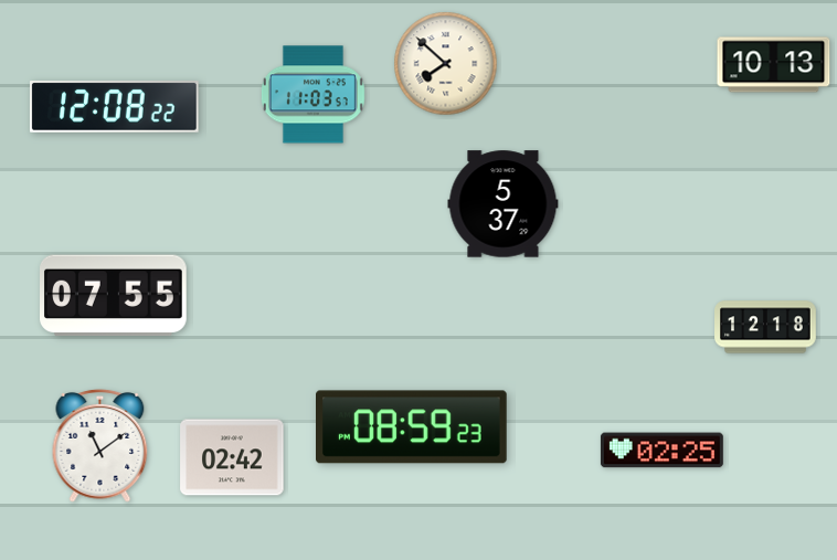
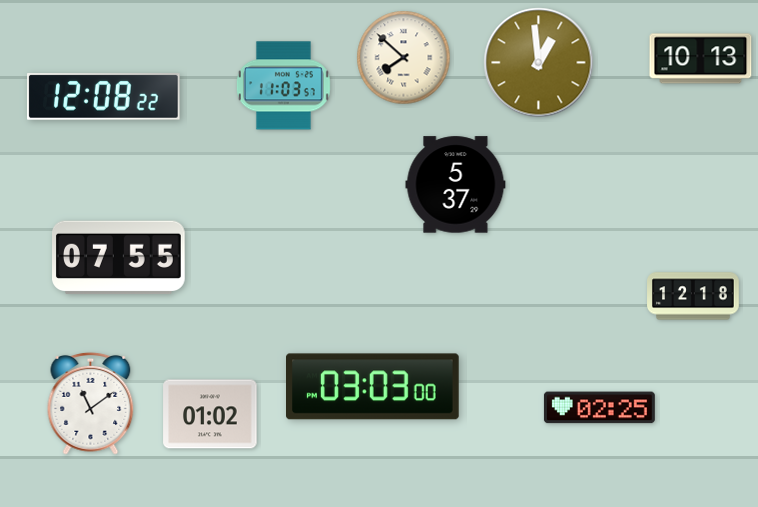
clock at (539, 63): none -> 12:59
clock at (114, 296) position: (114, 296) -> (119, 258)
clock at (412, 427): 08:59 -> 03:03
clock at (232, 457): 02:42 -> 01:02
